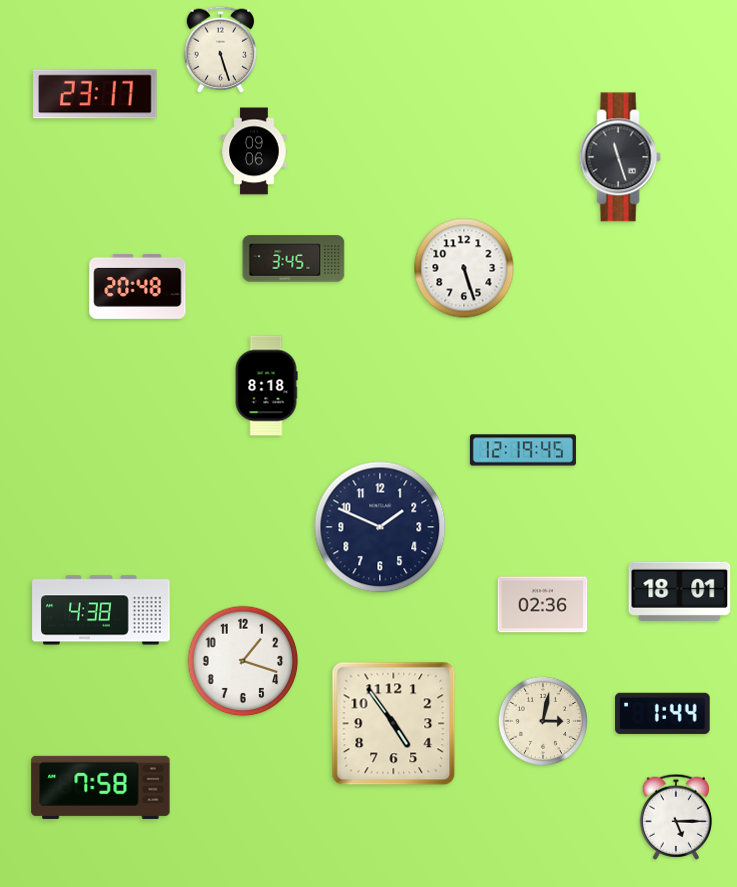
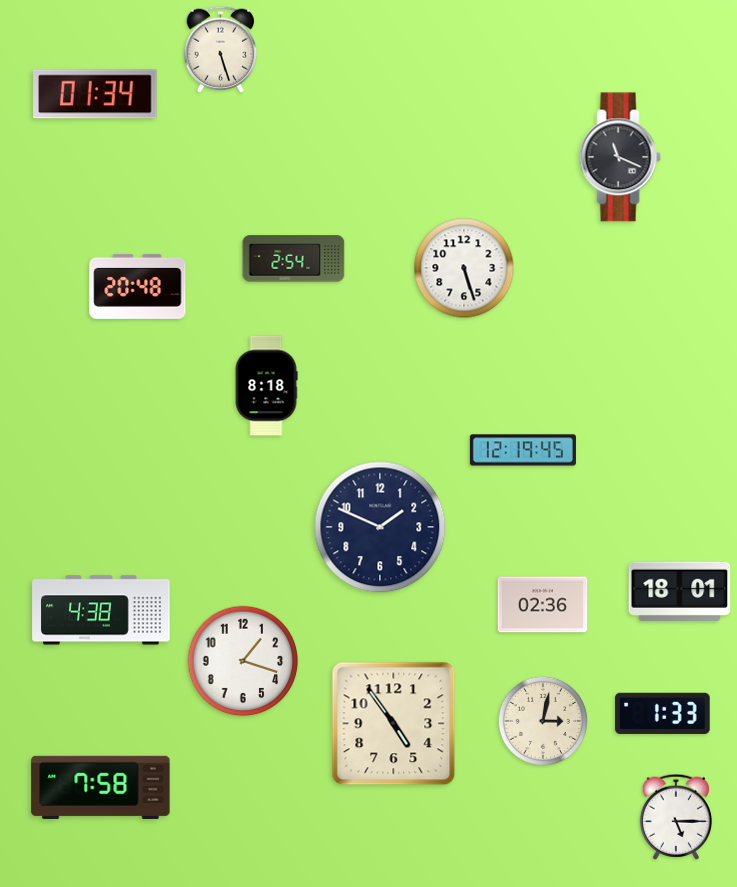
clock at (95, 94): 23:17 -> 01:34
clock at (254, 151): 09:06 -> none
clock at (620, 157): 11:27 -> 11:19
clock at (294, 259): 3:45 -> 2:54
clock at (663, 713): 1:44 -> 1:33
